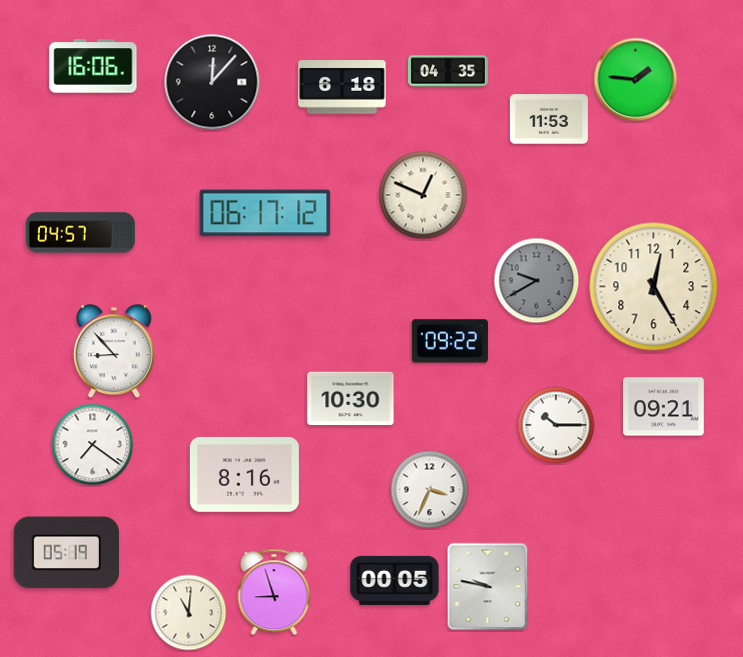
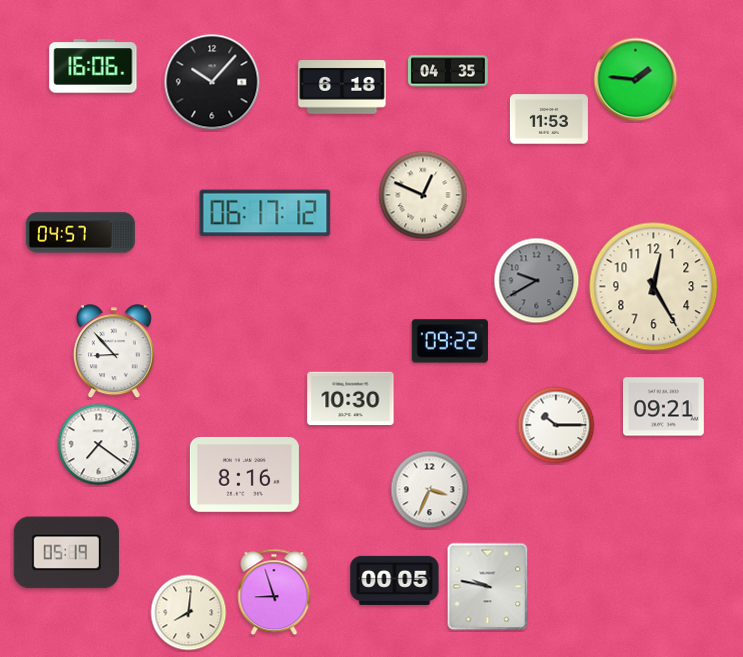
clock at (212, 82): 12:07 -> 10:07
clock at (93, 445) position: (93, 445) -> (99, 445)
clock at (189, 613): 11:01 -> 8:01
